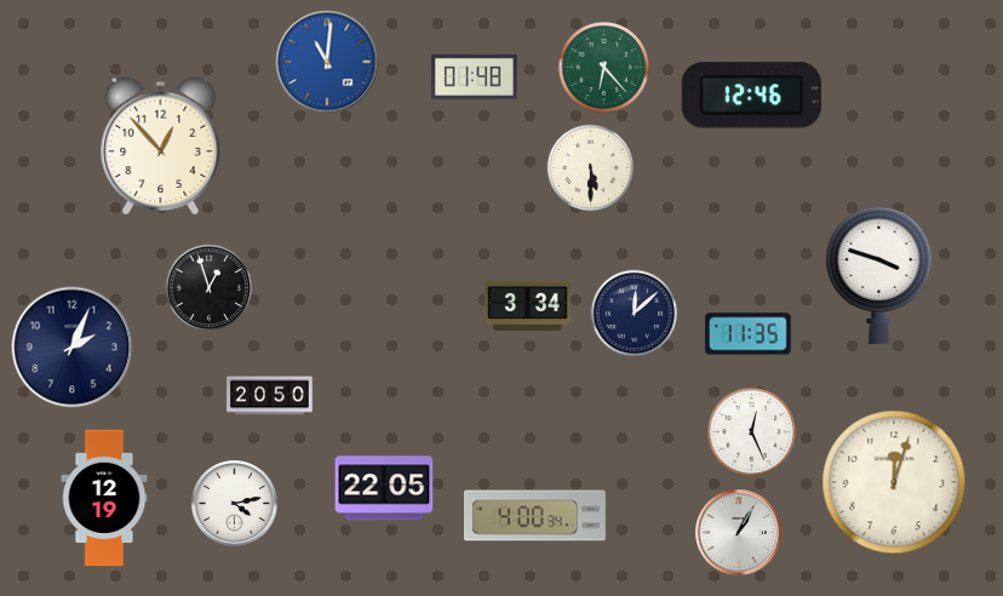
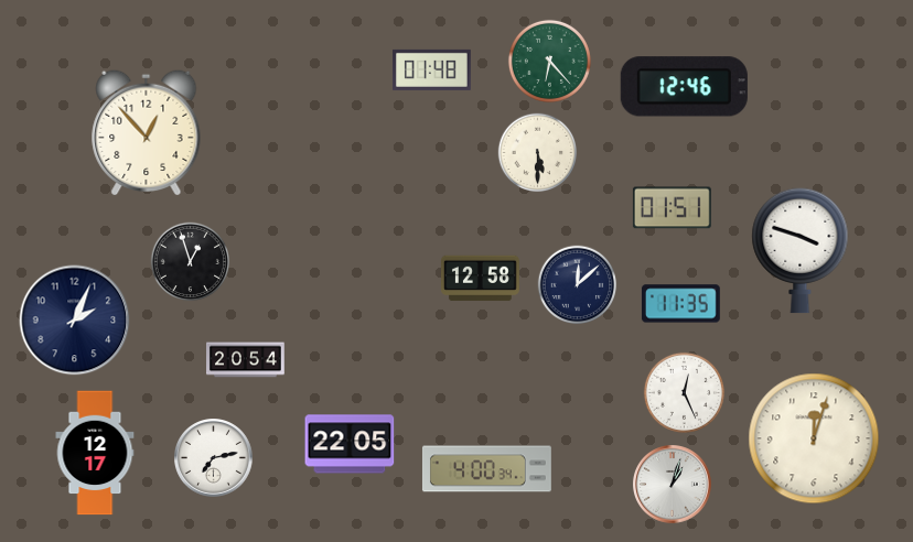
clock at (327, 62): 11:01 -> none
clock at (672, 208): none -> 01:51
clock at (528, 306): 3:34 -> 12:58
clock at (73, 348) position: (73, 348) -> (75, 321)
clock at (270, 396): 20:50 -> 20:54
clock at (104, 498): 12:19 -> 12:17
clock at (235, 504): 4:13 -> 7:13
clock at (739, 533): 1:05 -> 1:03
